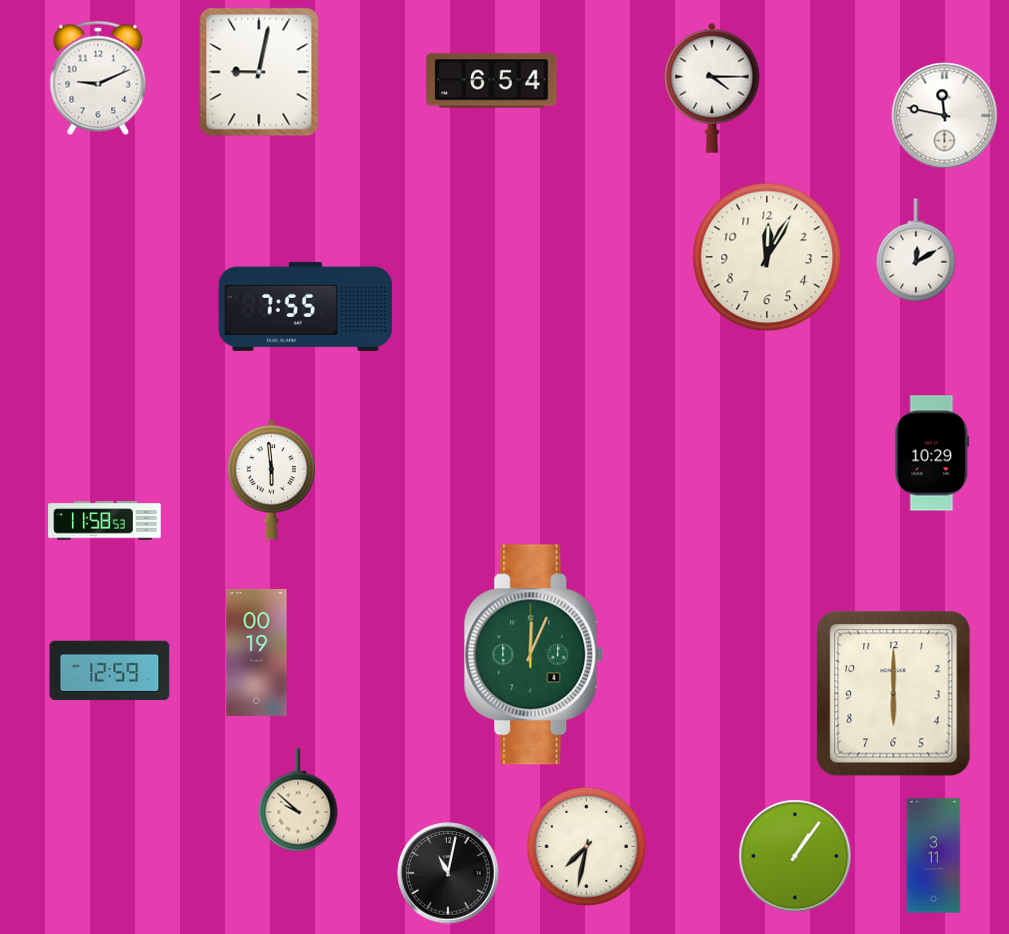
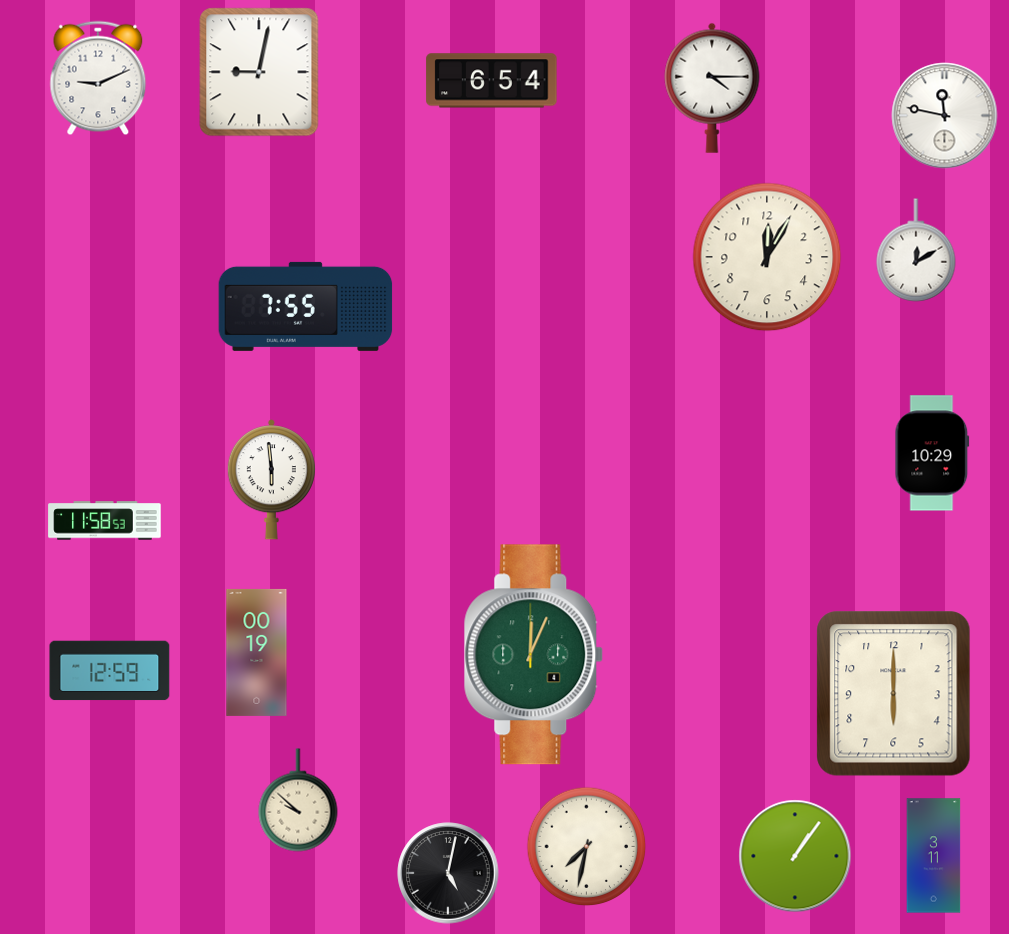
clock at (448, 873): 11:02 -> 5:02
